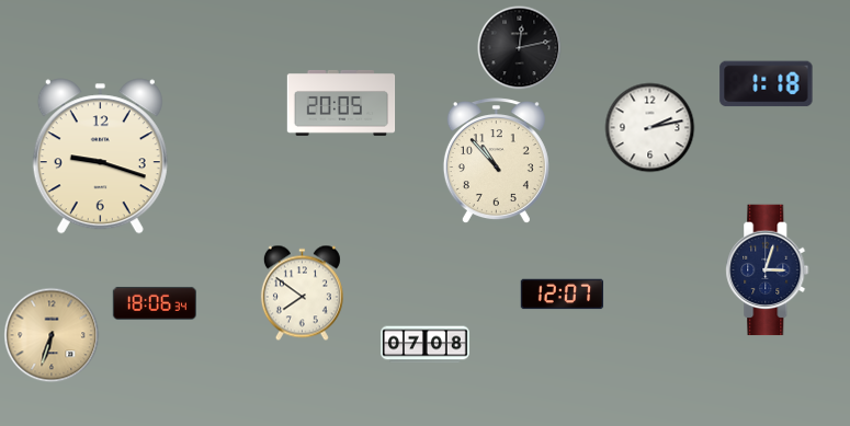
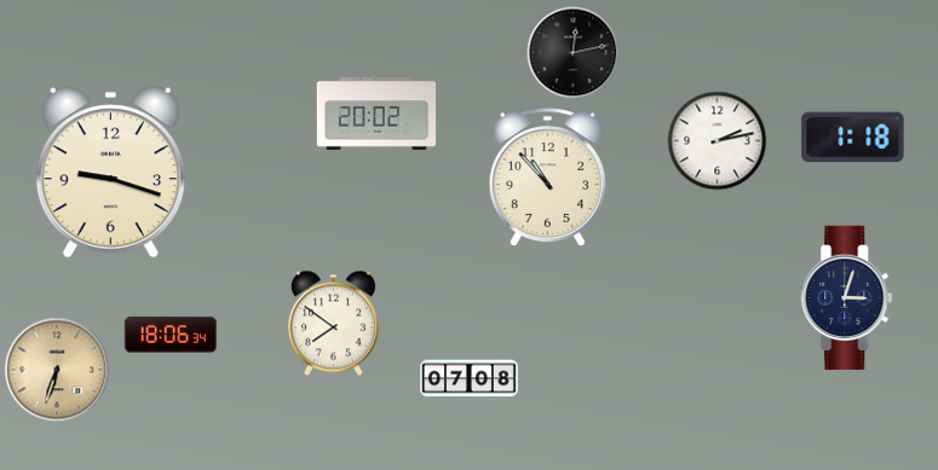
clock at (767, 84) position: (767, 84) -> (853, 138)
clock at (341, 103): 20:05 -> 20:02
clock at (563, 295): 12:07 -> none
